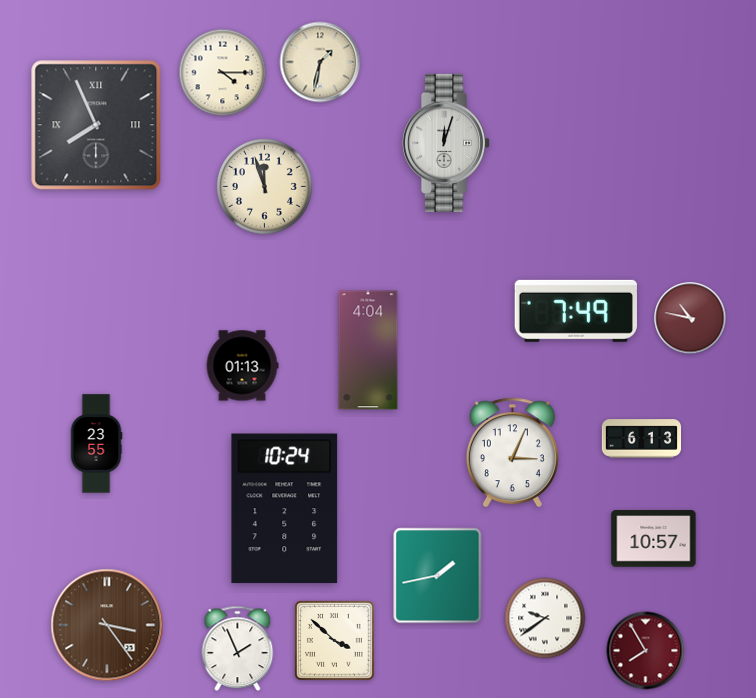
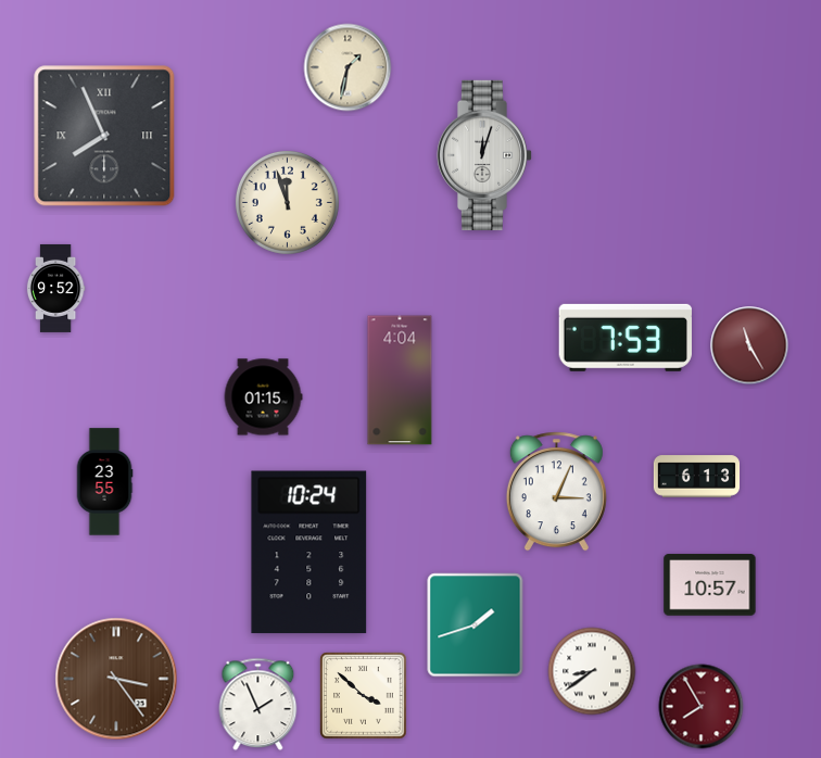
clock at (223, 73): 4:15 -> none
clock at (55, 288): none -> 9:52
clock at (576, 311): 7:49 -> 7:53
clock at (690, 318): 10:47 -> 11:25
clock at (242, 366): 01:13 -> 01:15
clock at (438, 576): 1:43 -> 1:42
clock at (545, 618): 9:39 -> 8:39
